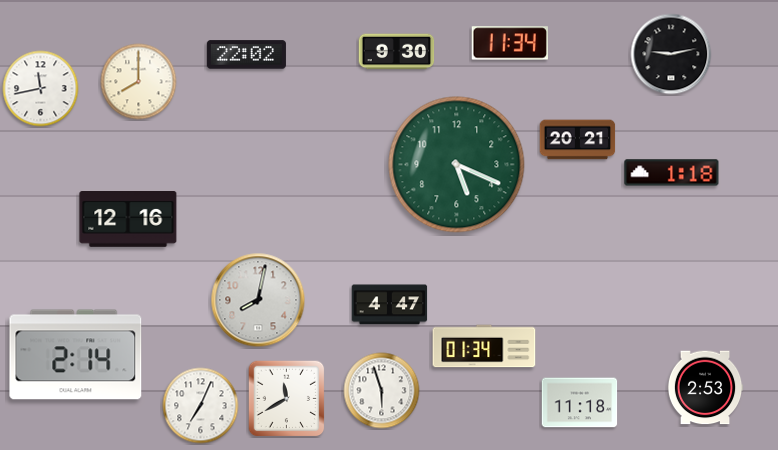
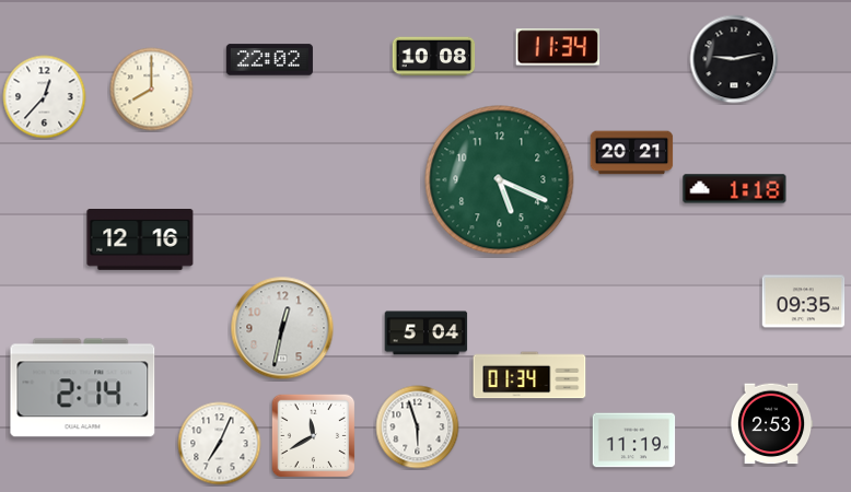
clock at (397, 52): 9:30 -> 10:08
clock at (41, 89): 11:43 -> 12:37
clock at (804, 302): none -> 09:35
clock at (258, 300): 8:02 -> 12:32
clock at (390, 305): 4:47 -> 5:04
clock at (484, 346) position: (484, 346) -> (529, 375)
clock at (580, 403): 11:18 -> 11:19
